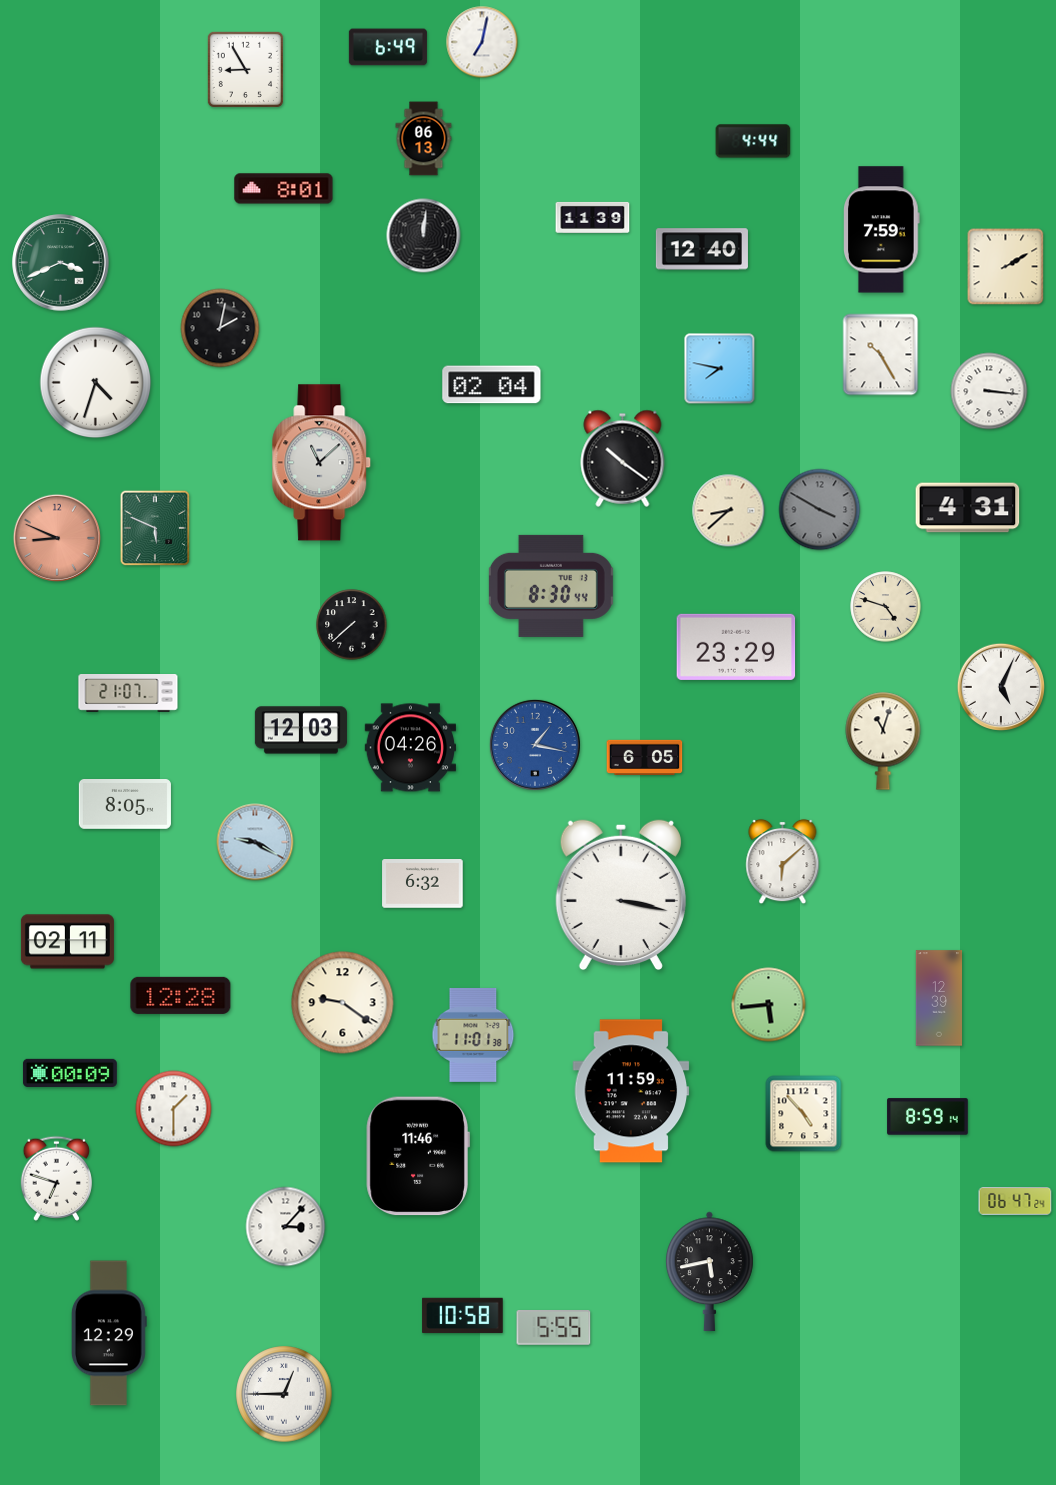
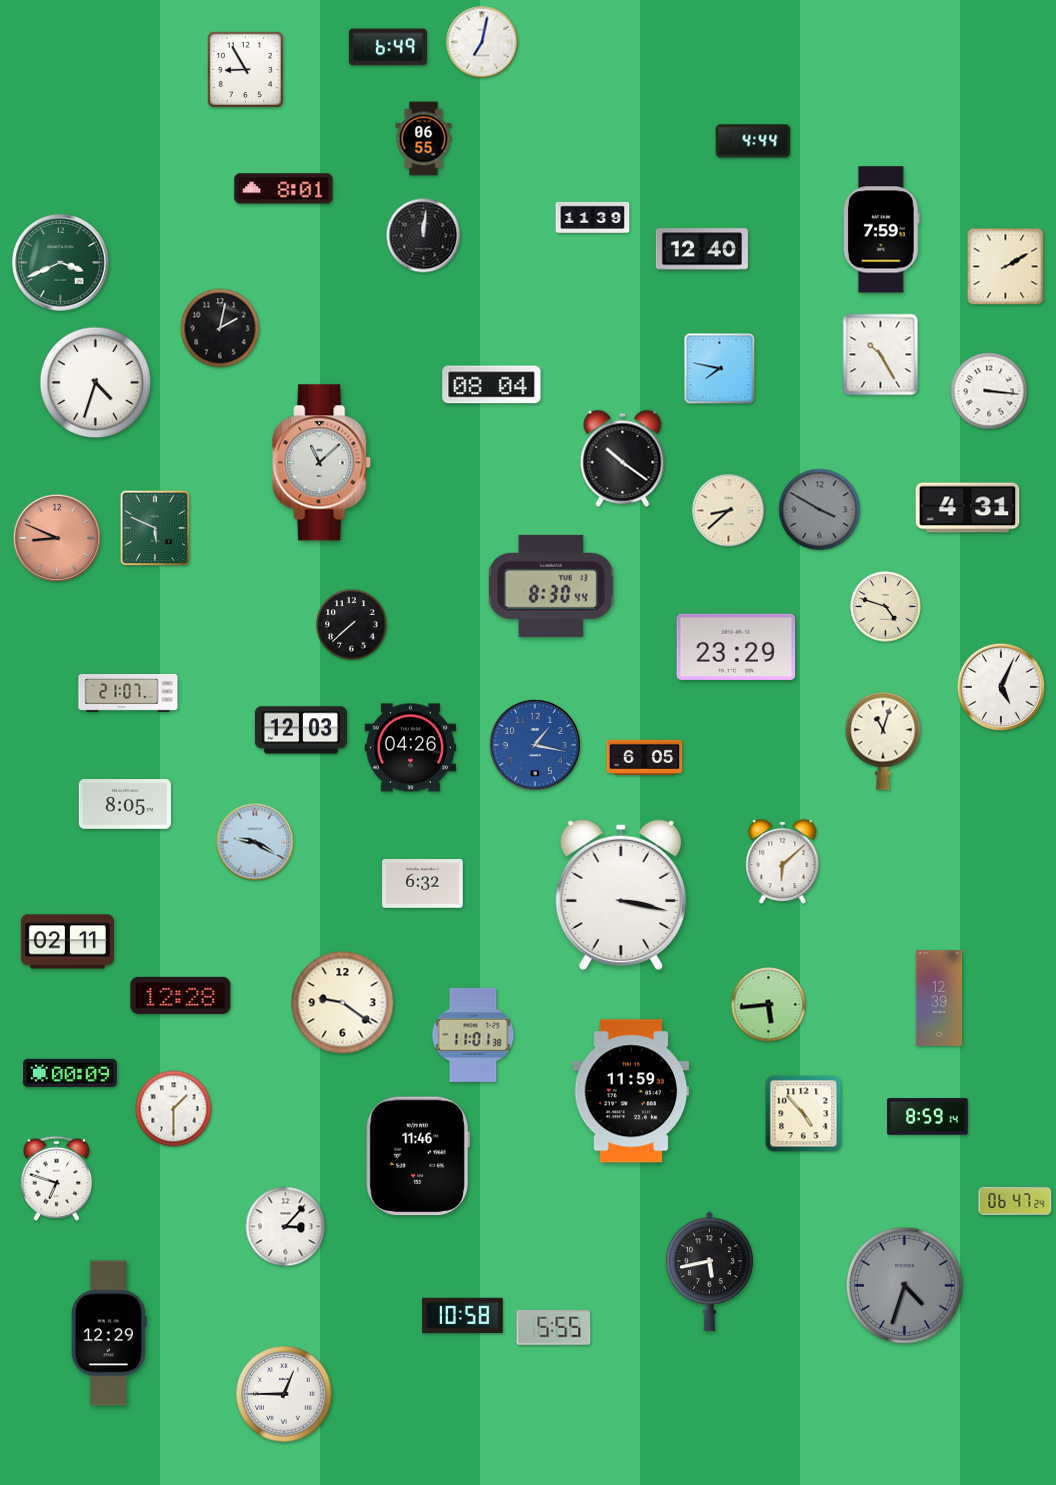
clock at (424, 139): 06:13 -> 06:55
clock at (492, 385): 02:04 -> 08:04
clock at (904, 1285): none -> 4:33
